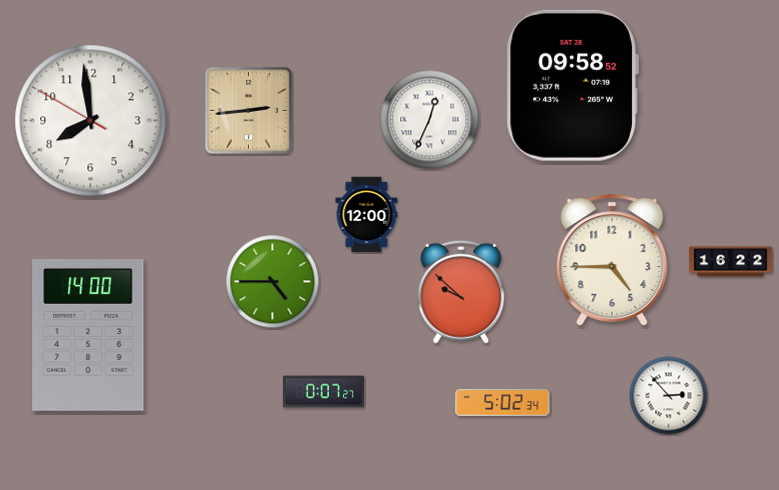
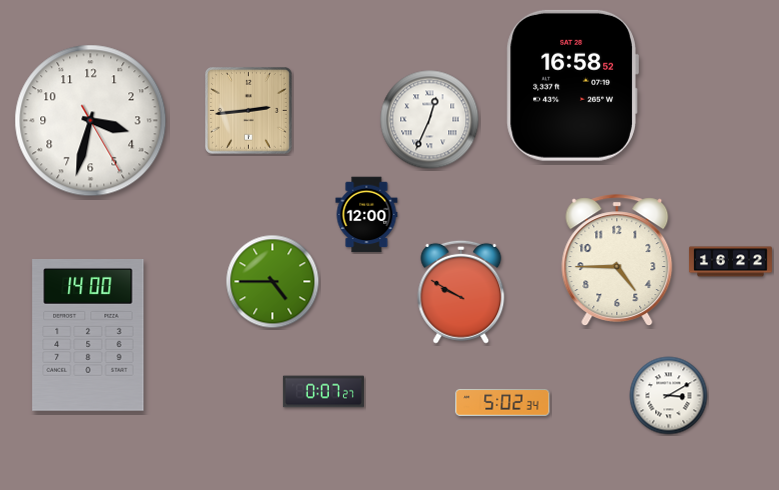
clock at (572, 85): 09:58 -> 16:58
clock at (91, 121): 7:58 -> 3:32
clock at (612, 260) position: (612, 260) -> (617, 260)
clock at (461, 292): 9:52 -> 9:50
clock at (669, 396): 2:53 -> 3:10
